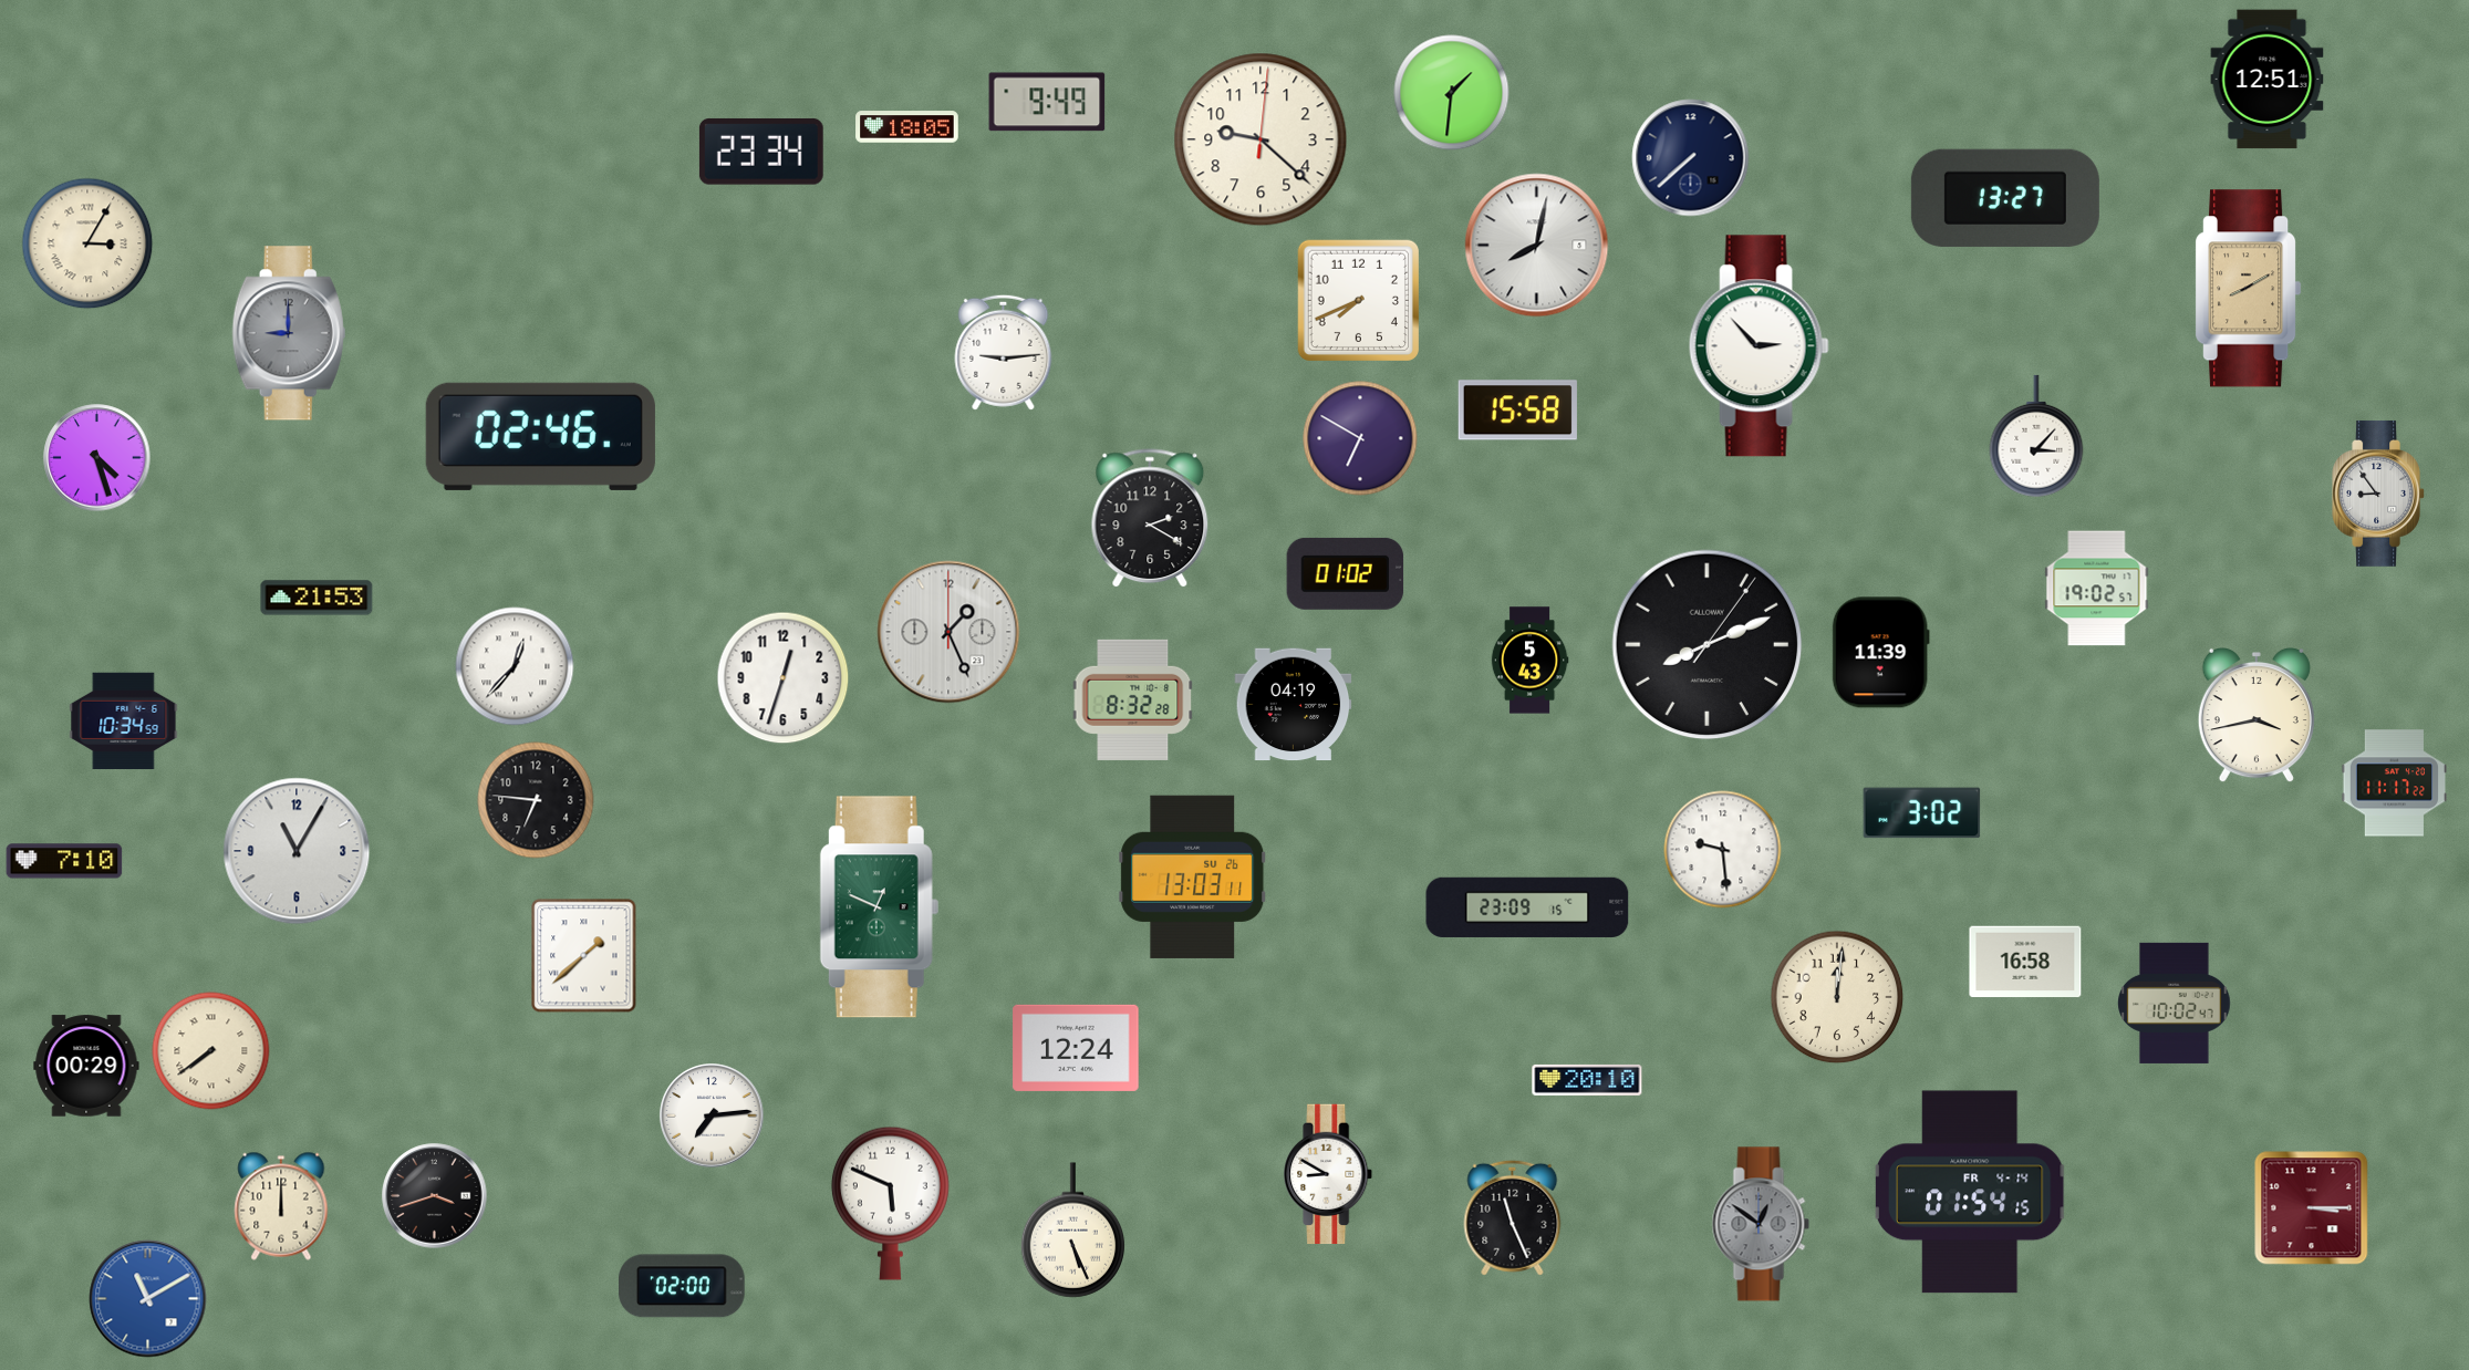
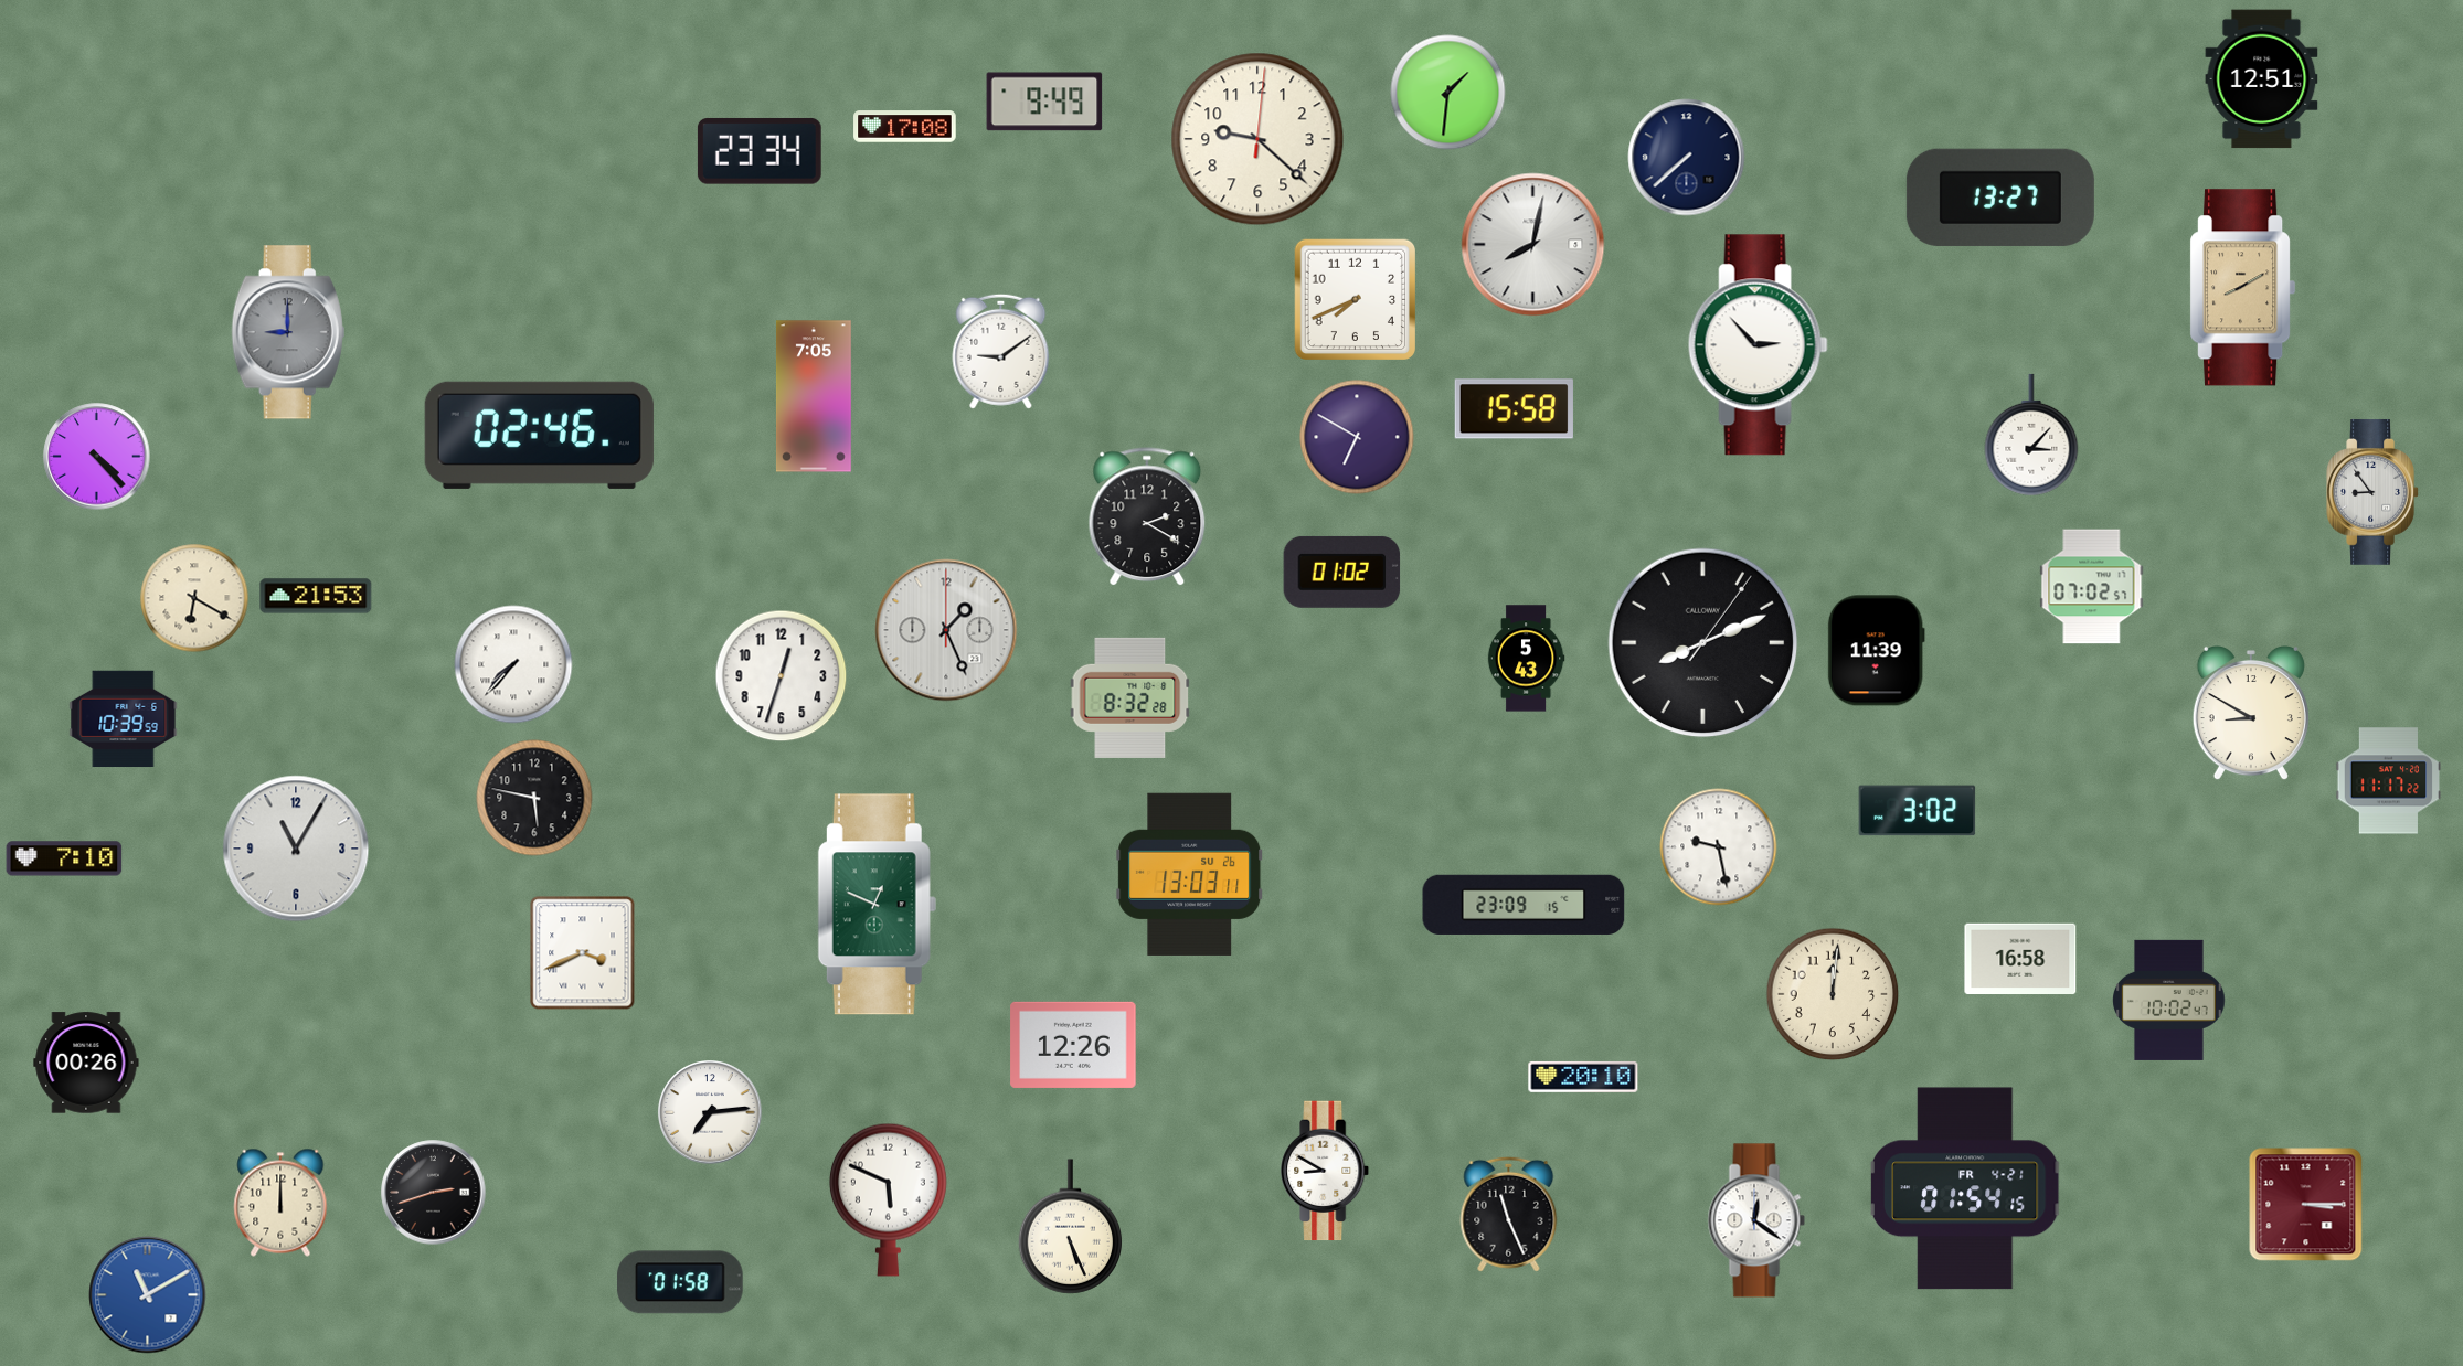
clock at (907, 127): 18:05 -> 17:08
clock at (87, 243): 3:05 -> none
clock at (1759, 346) position: (1759, 346) -> (1758, 345)
clock at (1004, 352): 9:14 -> 9:09
clock at (814, 396): none -> 7:05
clock at (97, 458): 4:27 -> 4:23
clock at (2097, 589): 19:02 -> 07:02
clock at (194, 598): none -> 6:20
clock at (515, 666): 12:37 -> 7:37
clock at (1294, 705): 04:19 -> none
clock at (2257, 715): 3:43 -> 8:50
clock at (124, 722): 10:34 -> 10:39
clock at (536, 800): 6:46 -> 5:47
clock at (1723, 850): 9:29 -> 9:28
clock at (584, 956): 1:38 -> 3:41
clock at (1076, 1048): 12:24 -> 12:26
clock at (211, 1051): 7:39 -> none
clock at (86, 1066): 00:29 -> 00:26
clock at (1970, 1192) date: FR 4-14 -> FR 4-21
clock at (435, 1196): 3:42 -> 2:42
clock at (1761, 1224): 12:51 -> 12:21
clock at (1761, 1224) dial: grey -> white
clock at (682, 1286): 02:00 -> 01:58
